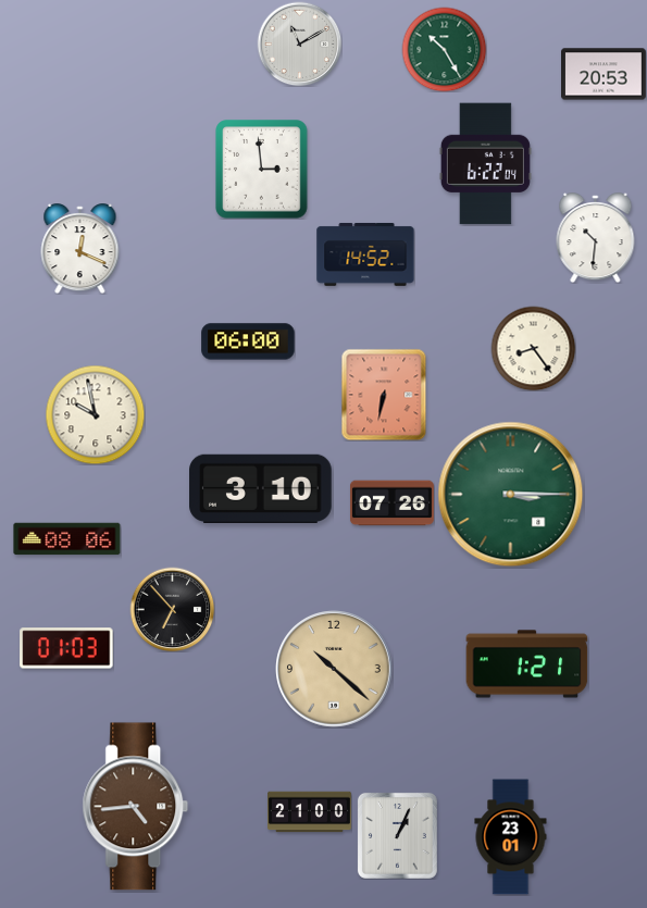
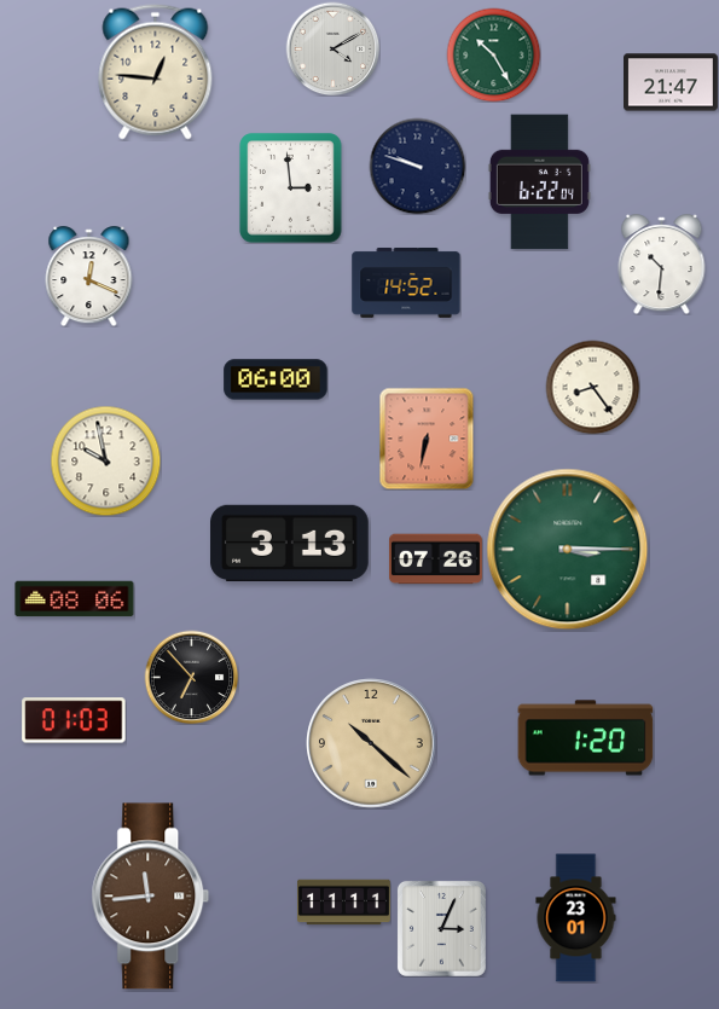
clock at (299, 43): 11:10 -> 4:10
clock at (156, 73): none -> 12:46
clock at (605, 74): 20:53 -> 21:47
clock at (417, 166): none -> 9:48
clock at (261, 488): 3:10 -> 3:13
clock at (527, 664): 1:21 -> 1:20
clock at (136, 807): 4:44 -> 11:44
clock at (310, 812): 21:00 -> 11:11
clock at (397, 835): 1:04 -> 3:04
clock at (511, 837) position: (511, 837) -> (576, 918)
